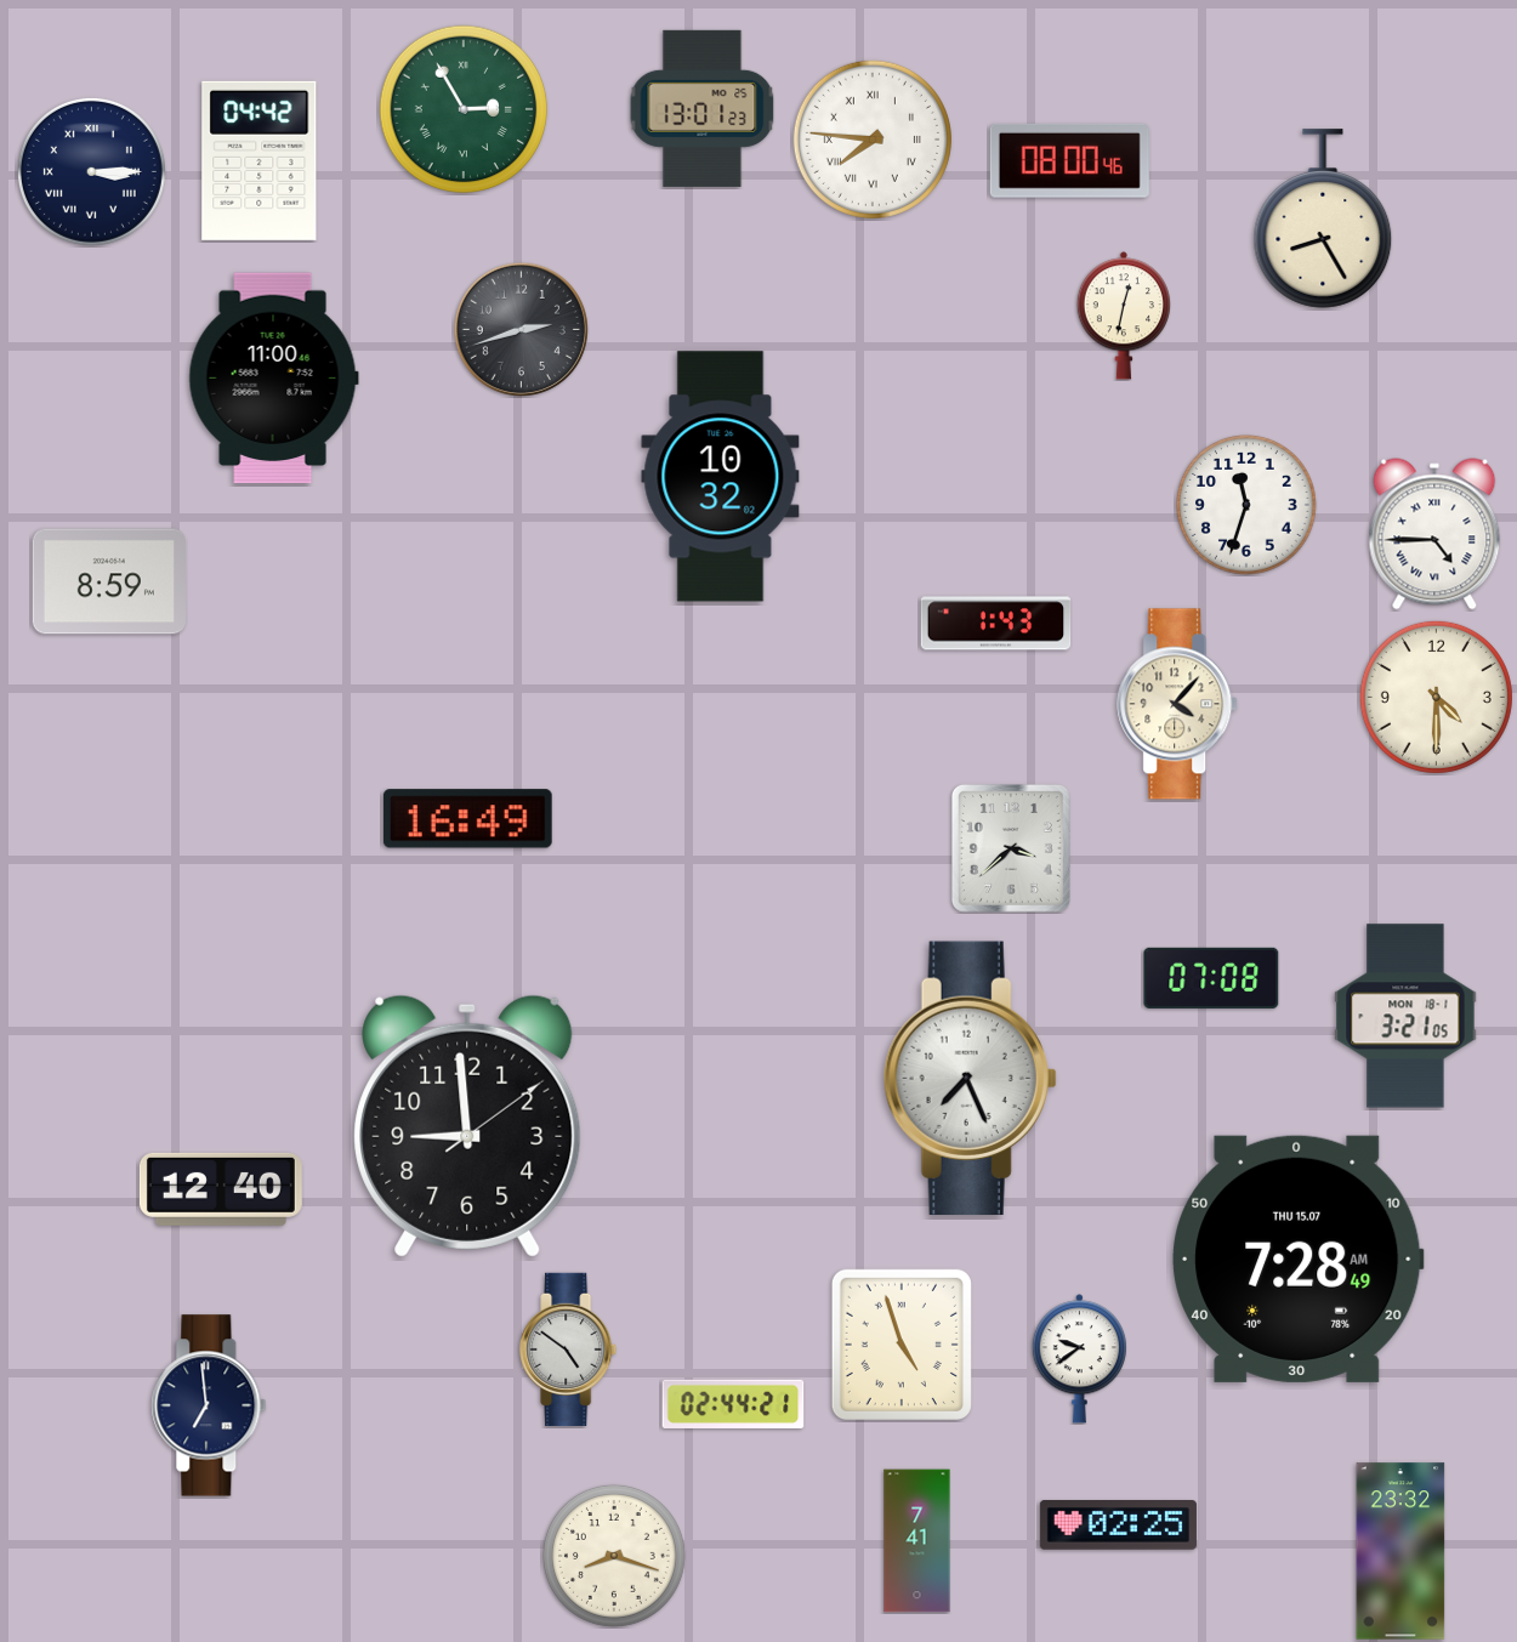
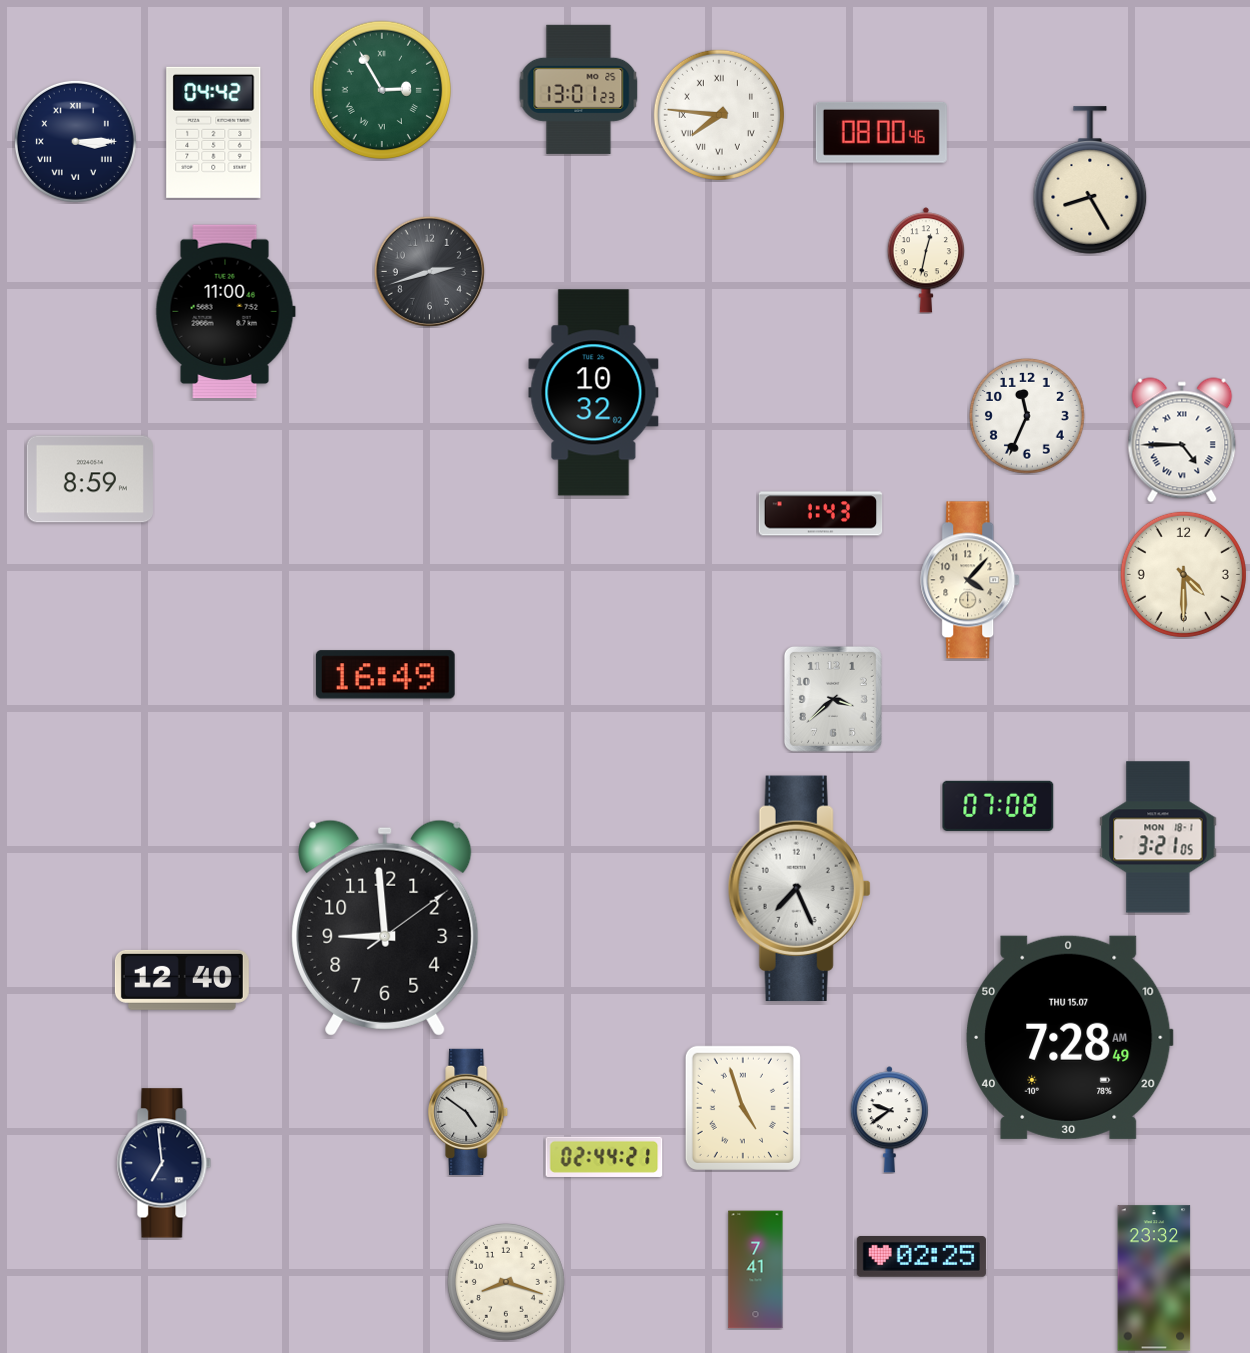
clock at (1248, 506): 11:33 -> 11:34
clock at (209, 1405) position: (209, 1405) -> (164, 1163)
